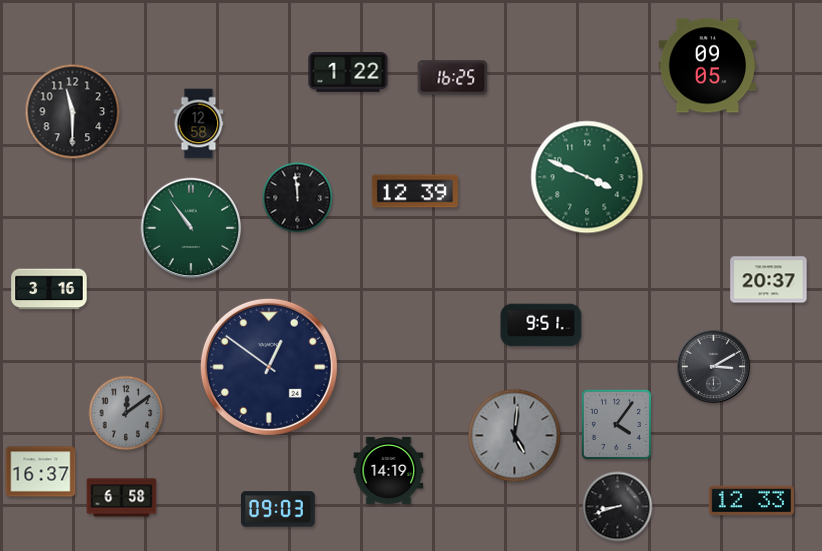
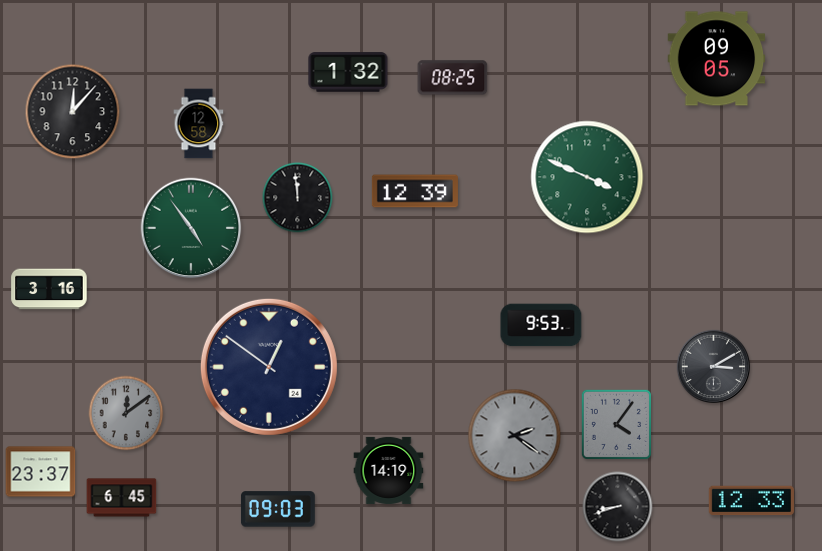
clock at (708, 66) position: (708, 66) -> (717, 59)
clock at (348, 72): 1:22 -> 1:32
clock at (453, 78): 16:25 -> 08:25
clock at (73, 112): 11:30 -> 12:07
clock at (191, 228): 10:54 -> 4:54
clock at (769, 280): 20:37 -> none
clock at (541, 325): 9:51 -> 9:53
clock at (515, 436): 5:01 -> 2:21
clock at (41, 472): 16:37 -> 23:37
clock at (122, 498): 6:58 -> 6:45
